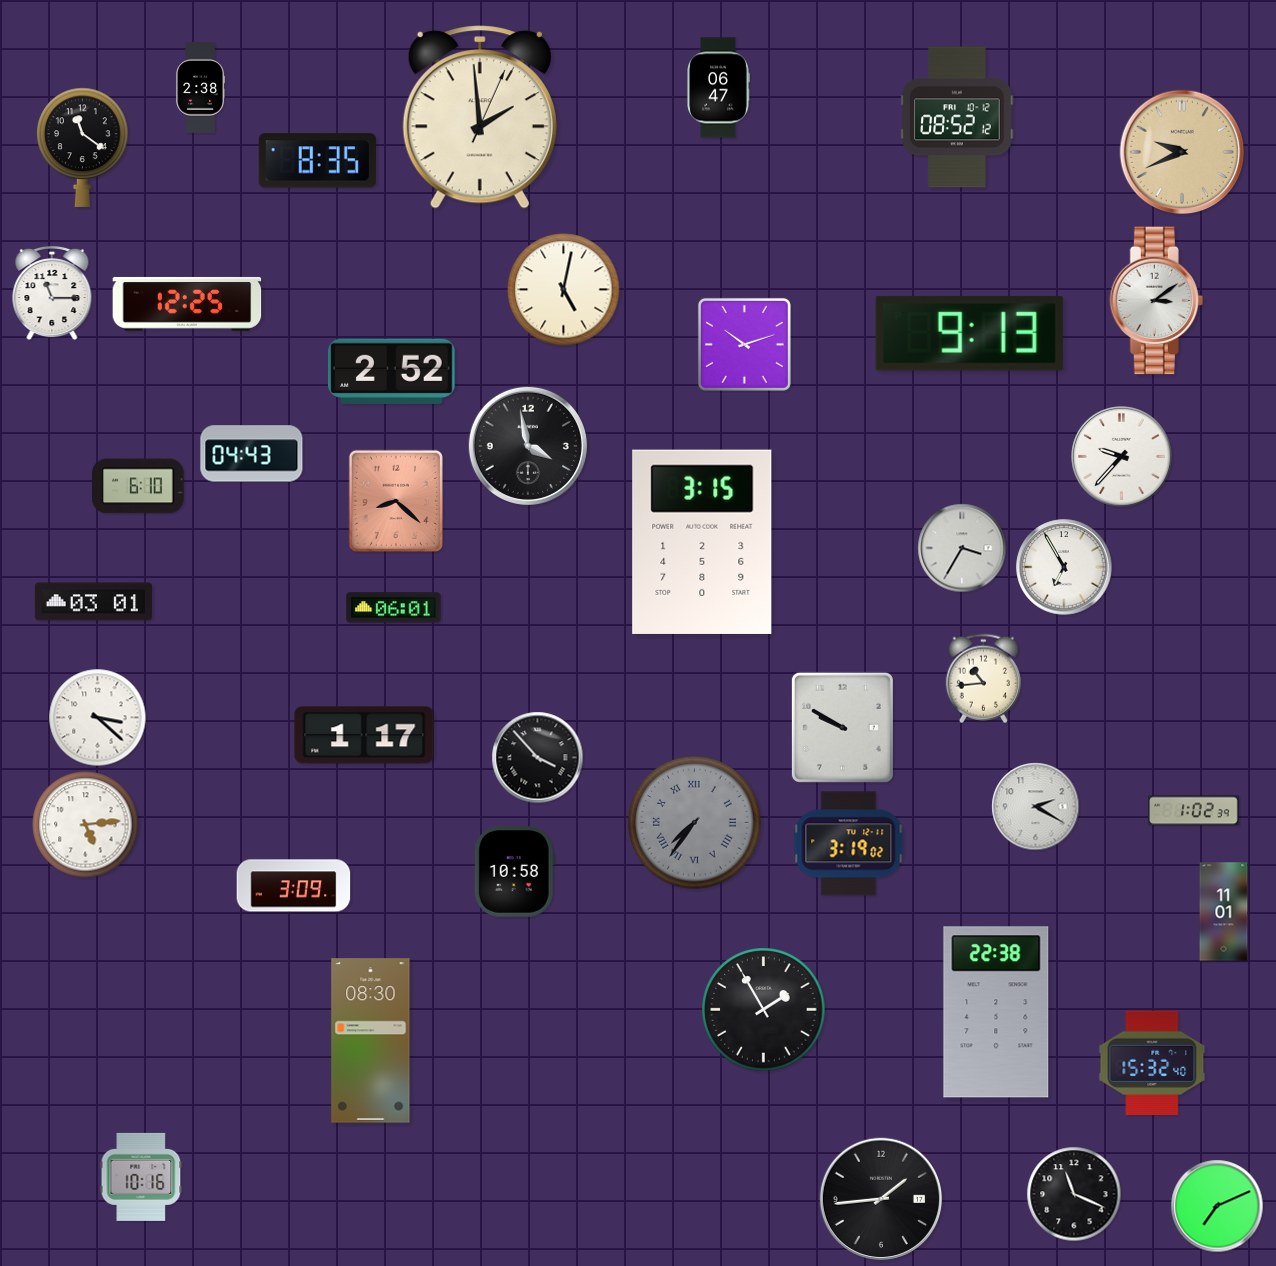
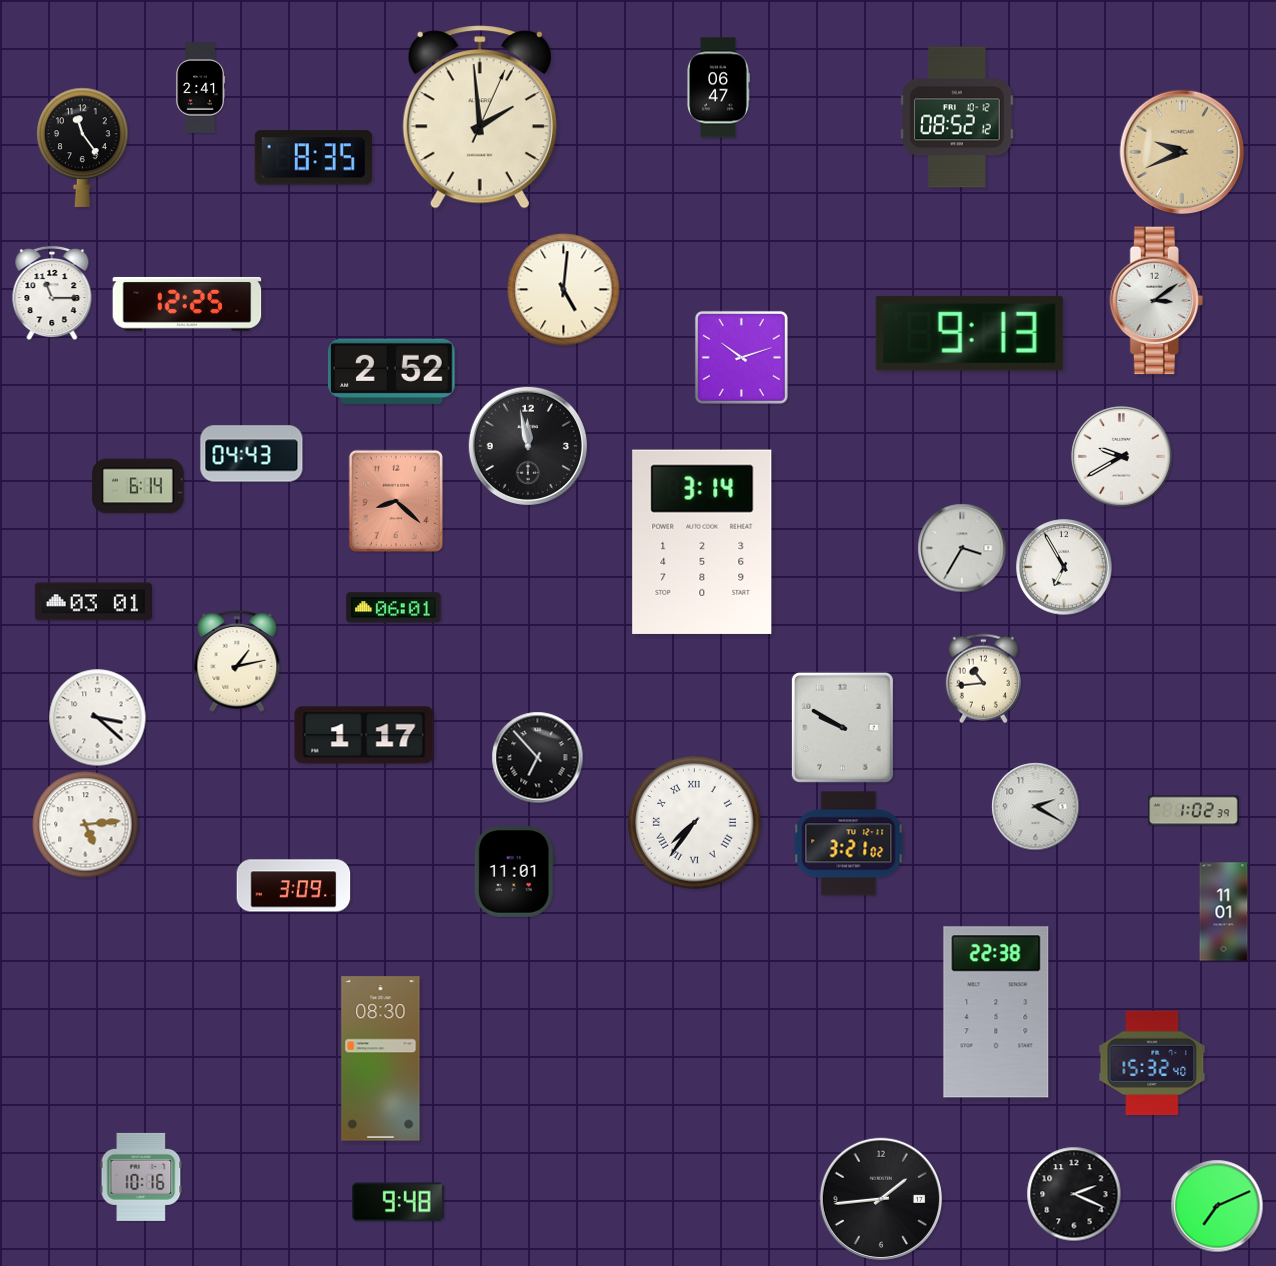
clock at (200, 88): 2:38 -> 2:41
clock at (83, 147): 11:21 -> 11:24
clock at (317, 161) position: (317, 161) -> (313, 158)
clock at (564, 290): 5:02 -> 5:01
clock at (744, 344) position: (744, 344) -> (741, 357)
clock at (528, 446): 3:58 -> 11:58
clock at (1122, 457): 9:37 -> 9:40
clock at (139, 486): 6:10 -> 6:14
clock at (702, 542): 3:15 -> 3:14
clock at (237, 661): none -> 1:13
clock at (538, 758): 3:53 -> 6:53
clock at (695, 823) dial: grey -> white
clock at (849, 844): 3:19 -> 3:21
clock at (514, 872): 10:58 -> 11:01
clock at (764, 1010): 1:55 -> none
clock at (371, 1041) position: (371, 1041) -> (381, 1059)
clock at (1074, 1194): 11:19 -> 2:19
clock at (399, 1202): none -> 9:48
